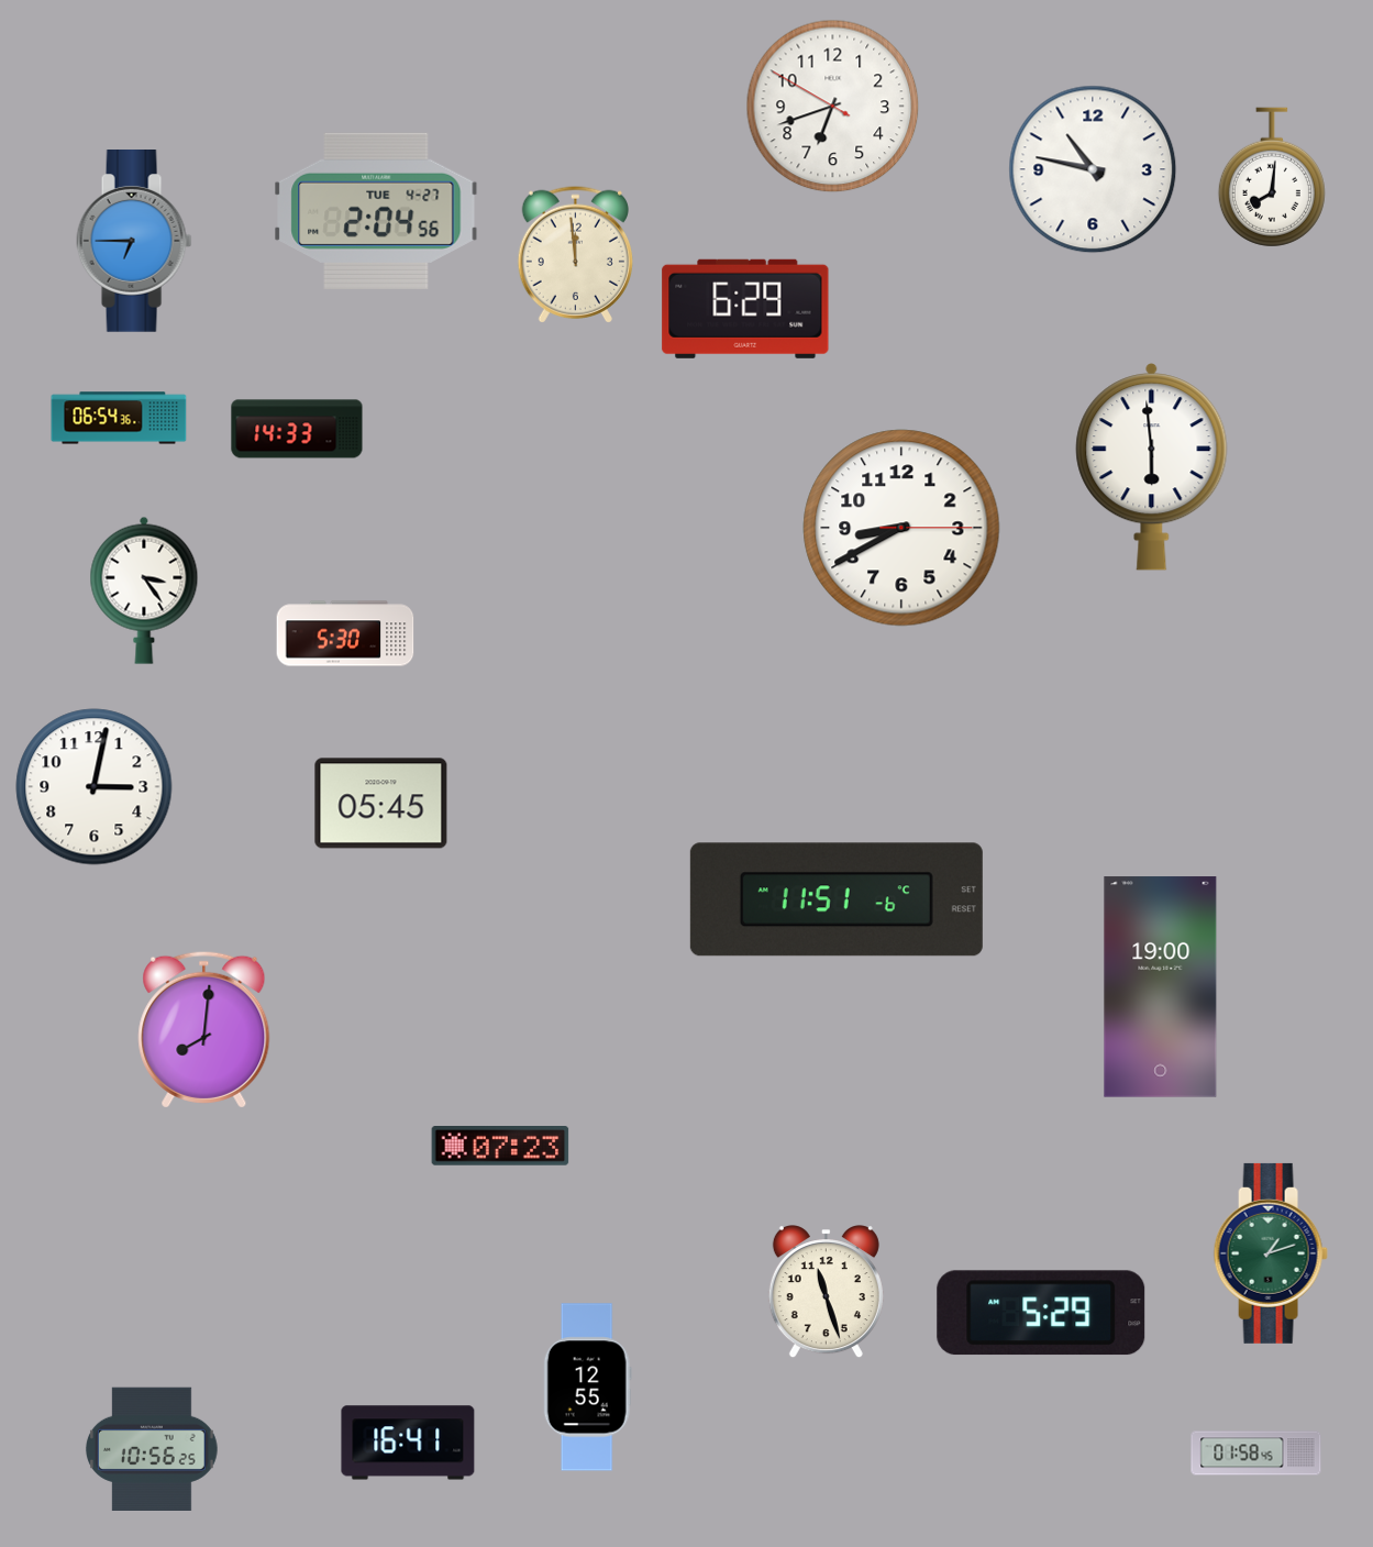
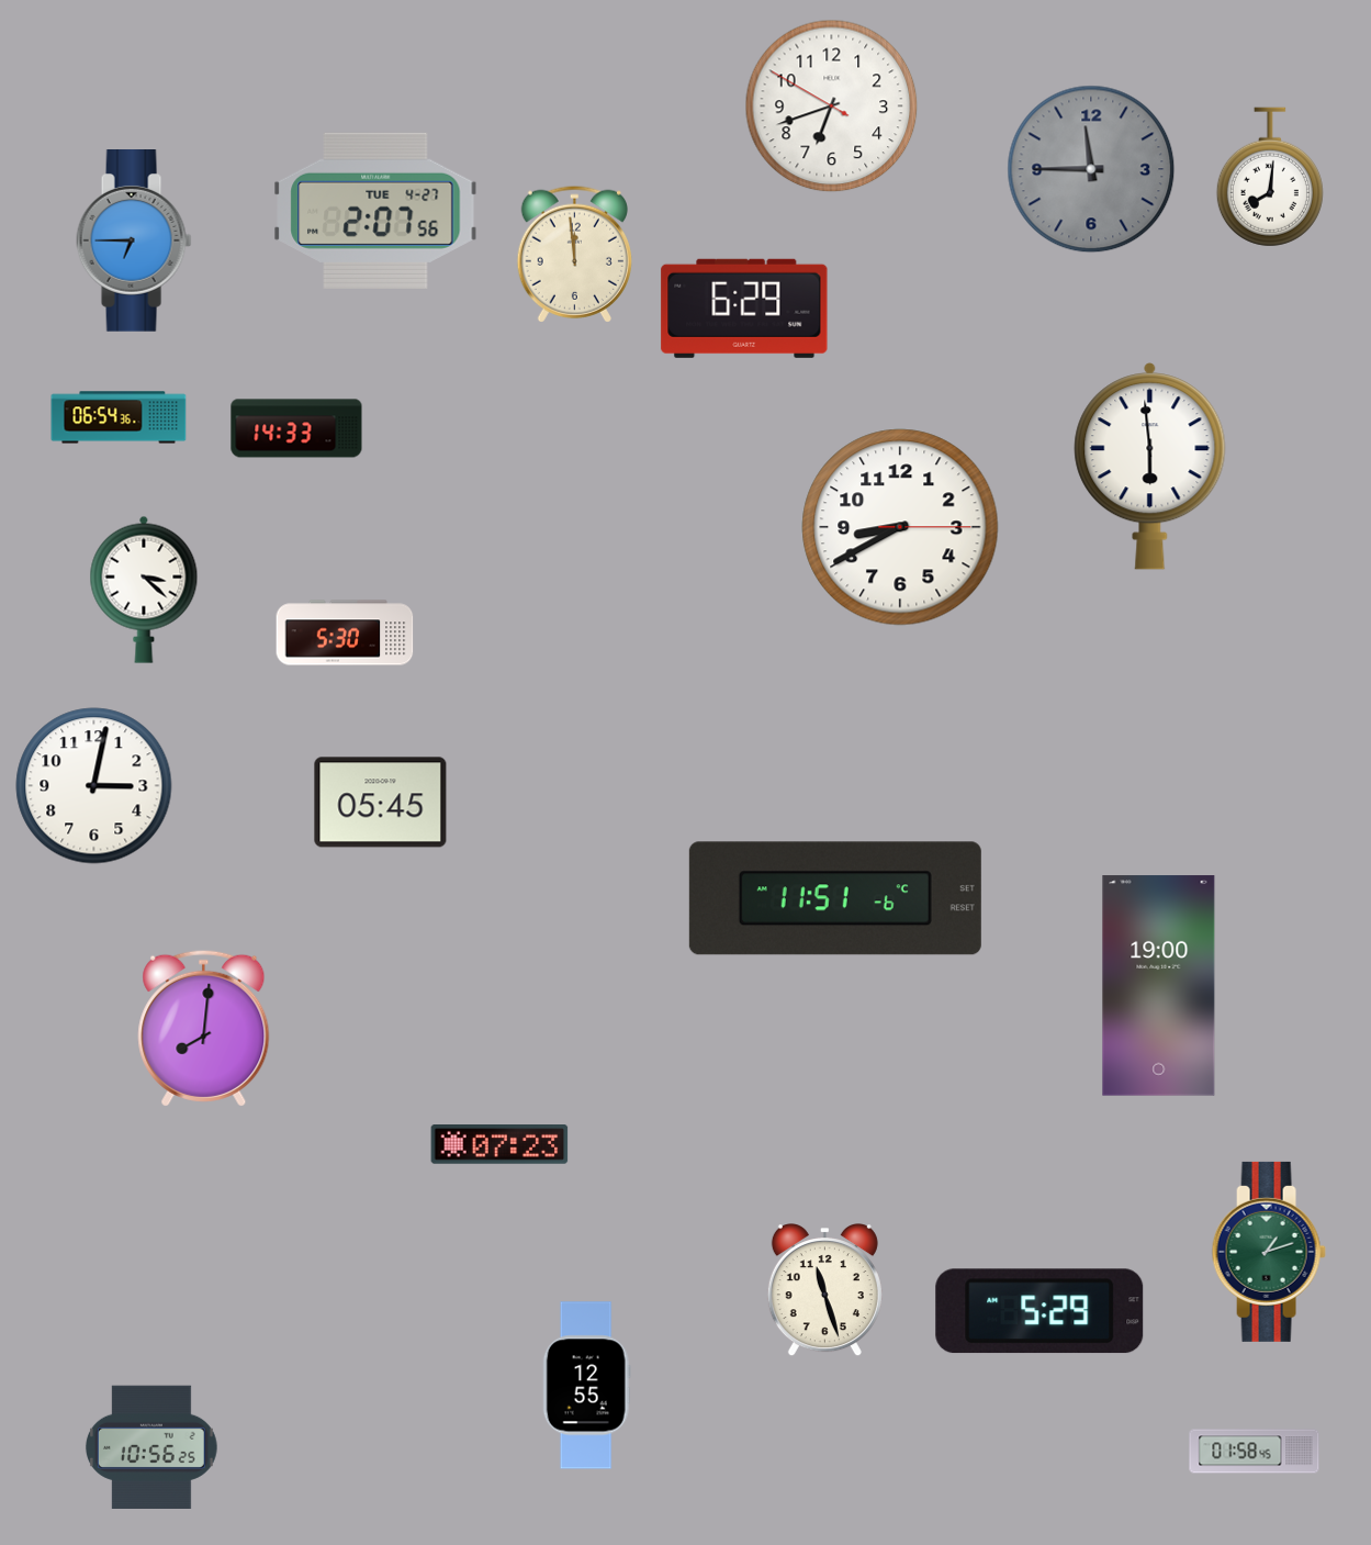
clock at (1093, 169): 10:47 -> 11:45
clock at (1093, 169) dial: white -> grey
clock at (376, 211): 2:04 -> 2:07
clock at (144, 590): 3:24 -> 3:22
clock at (408, 1443): 16:41 -> none
